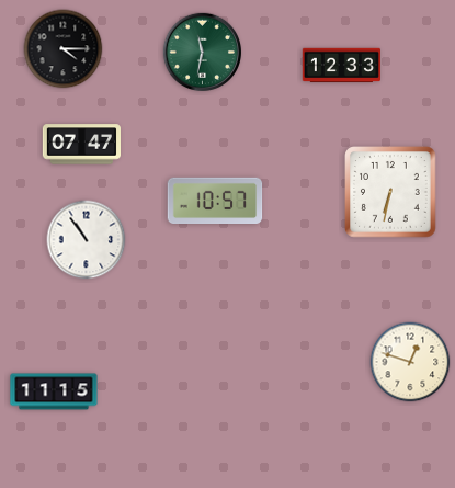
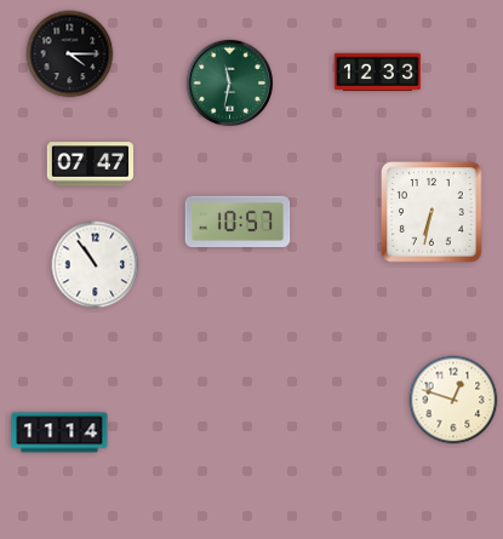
clock at (202, 52) position: (202, 52) -> (229, 82)
clock at (81, 145) position: (81, 145) -> (90, 165)
clock at (54, 391): 11:15 -> 11:14
